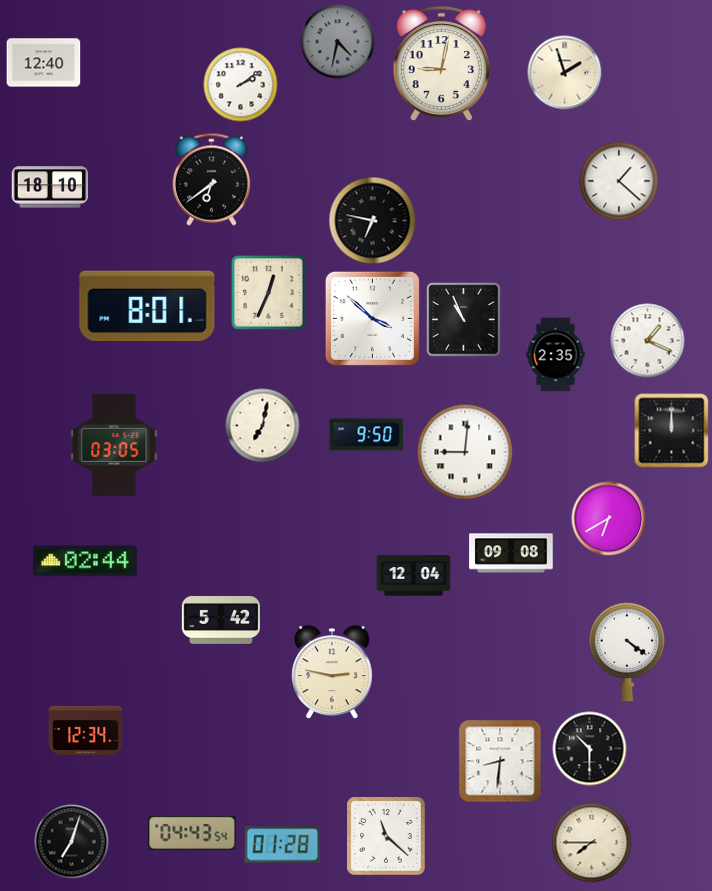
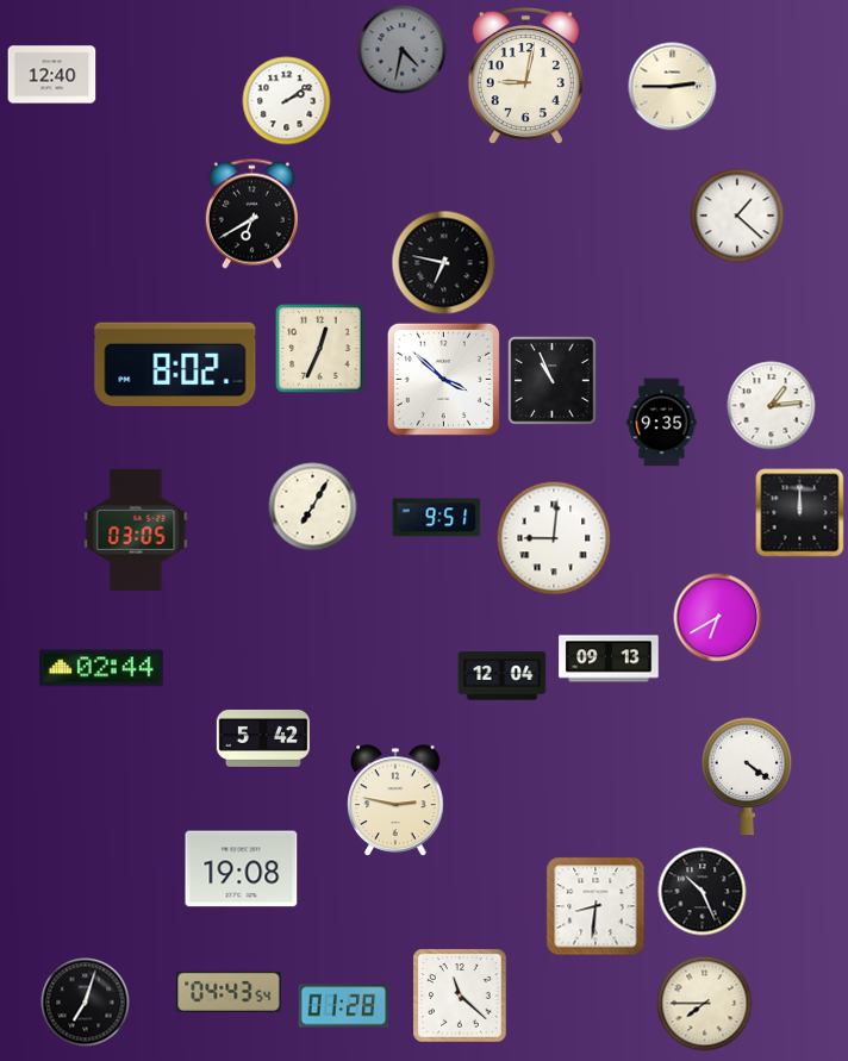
clock at (565, 73): 1:57 -> 2:45
clock at (211, 179): 6:39 -> 6:40
clock at (50, 187): 18:10 -> none
clock at (147, 306): 8:01 -> 8:02
clock at (648, 341): 1:19 -> 1:14
clock at (556, 355): 2:35 -> 9:35
clock at (263, 426): 7:02 -> 7:05
clock at (367, 435): 9:50 -> 9:51
clock at (609, 519) position: (609, 519) -> (718, 618)
clock at (511, 553): 09:08 -> 09:13
clock at (414, 576) position: (414, 576) -> (503, 676)
clock at (86, 730): 12:34 -> none
clock at (242, 869): none -> 19:08
clock at (590, 749): 10:30 -> 10:26
clock at (283, 845) position: (283, 845) -> (344, 1006)
